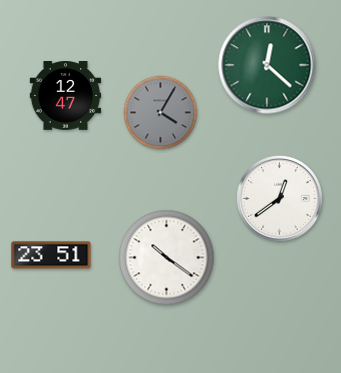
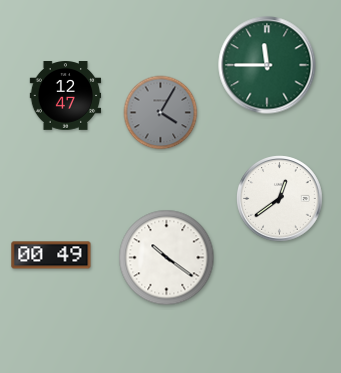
clock at (267, 65): 12:22 -> 11:45
clock at (51, 255): 23:51 -> 00:49
